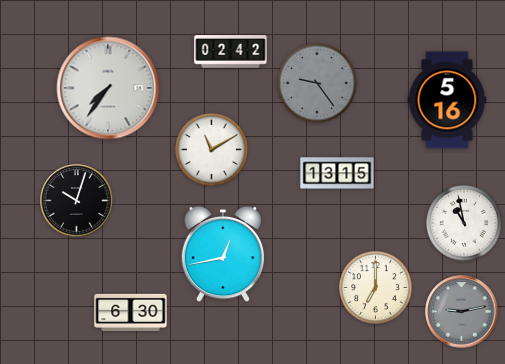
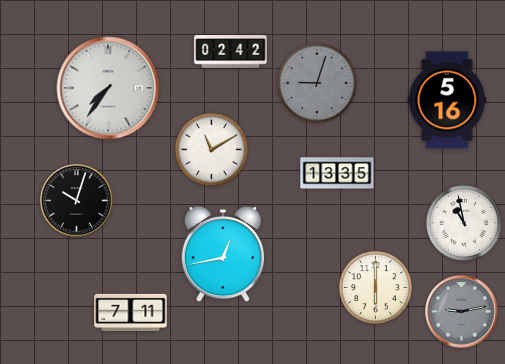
clock at (317, 83): 9:24 -> 9:03
clock at (337, 173): 13:15 -> 13:35
clock at (375, 287): 7:00 -> 6:00
clock at (131, 312): 6:30 -> 7:11
